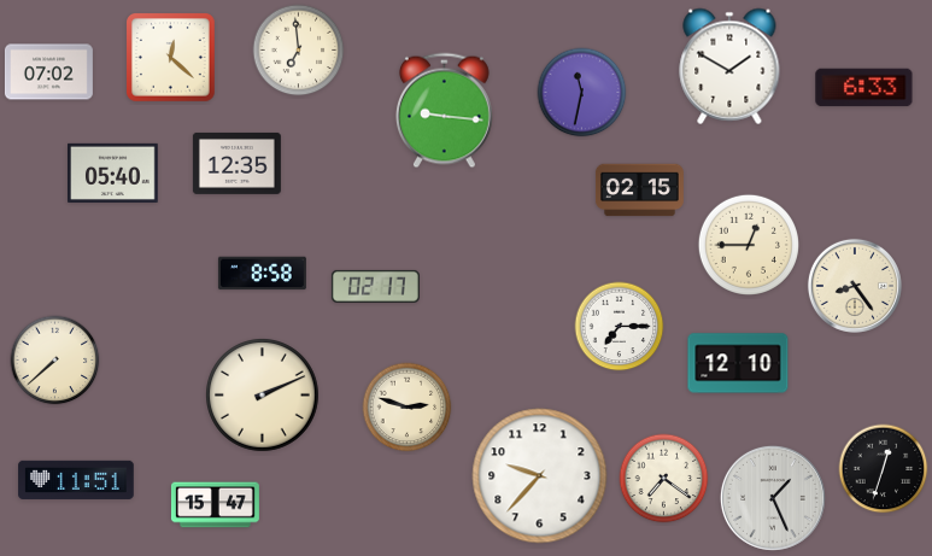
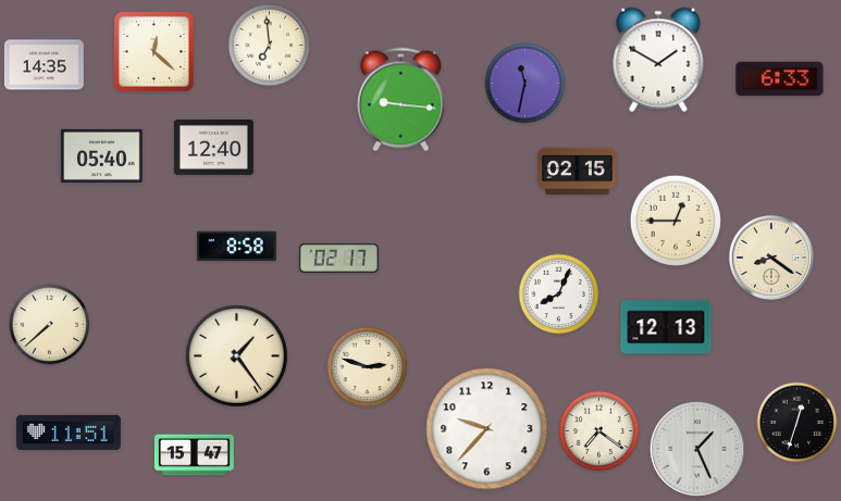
clock at (48, 72): 07:02 -> 14:35
clock at (236, 163): 12:35 -> 12:40
clock at (855, 286): 8:24 -> 8:21
clock at (620, 327): 7:15 -> 8:04
clock at (738, 363): 12:10 -> 12:13
clock at (263, 396): 2:11 -> 1:24
